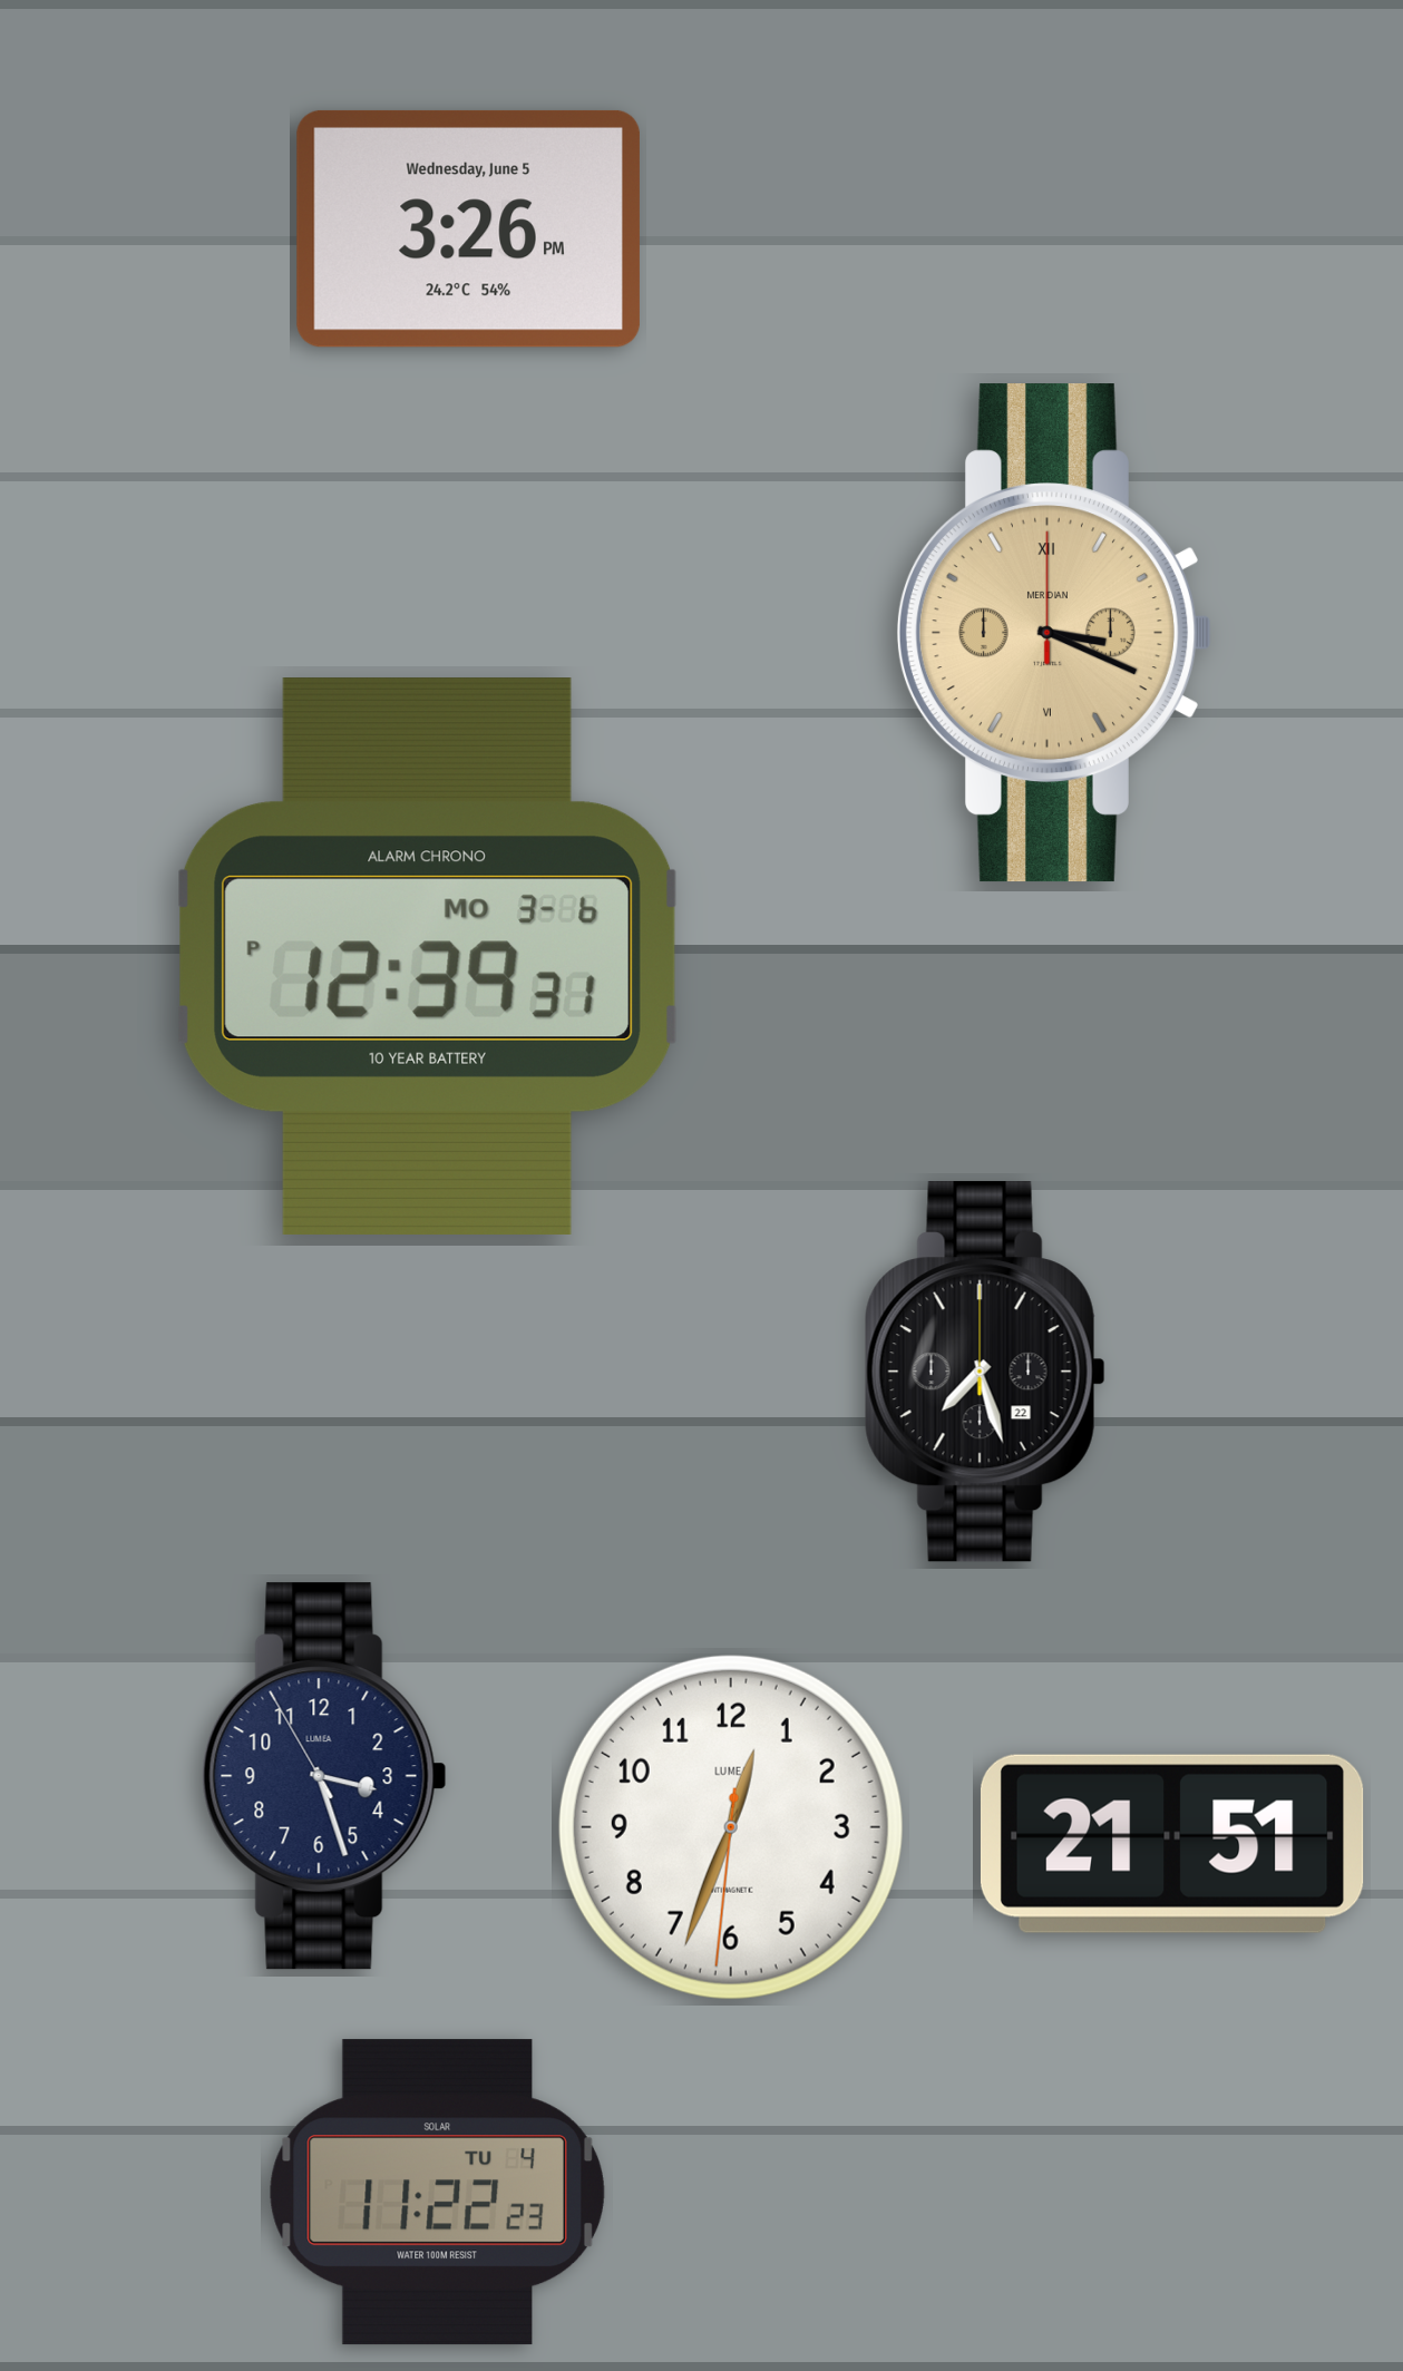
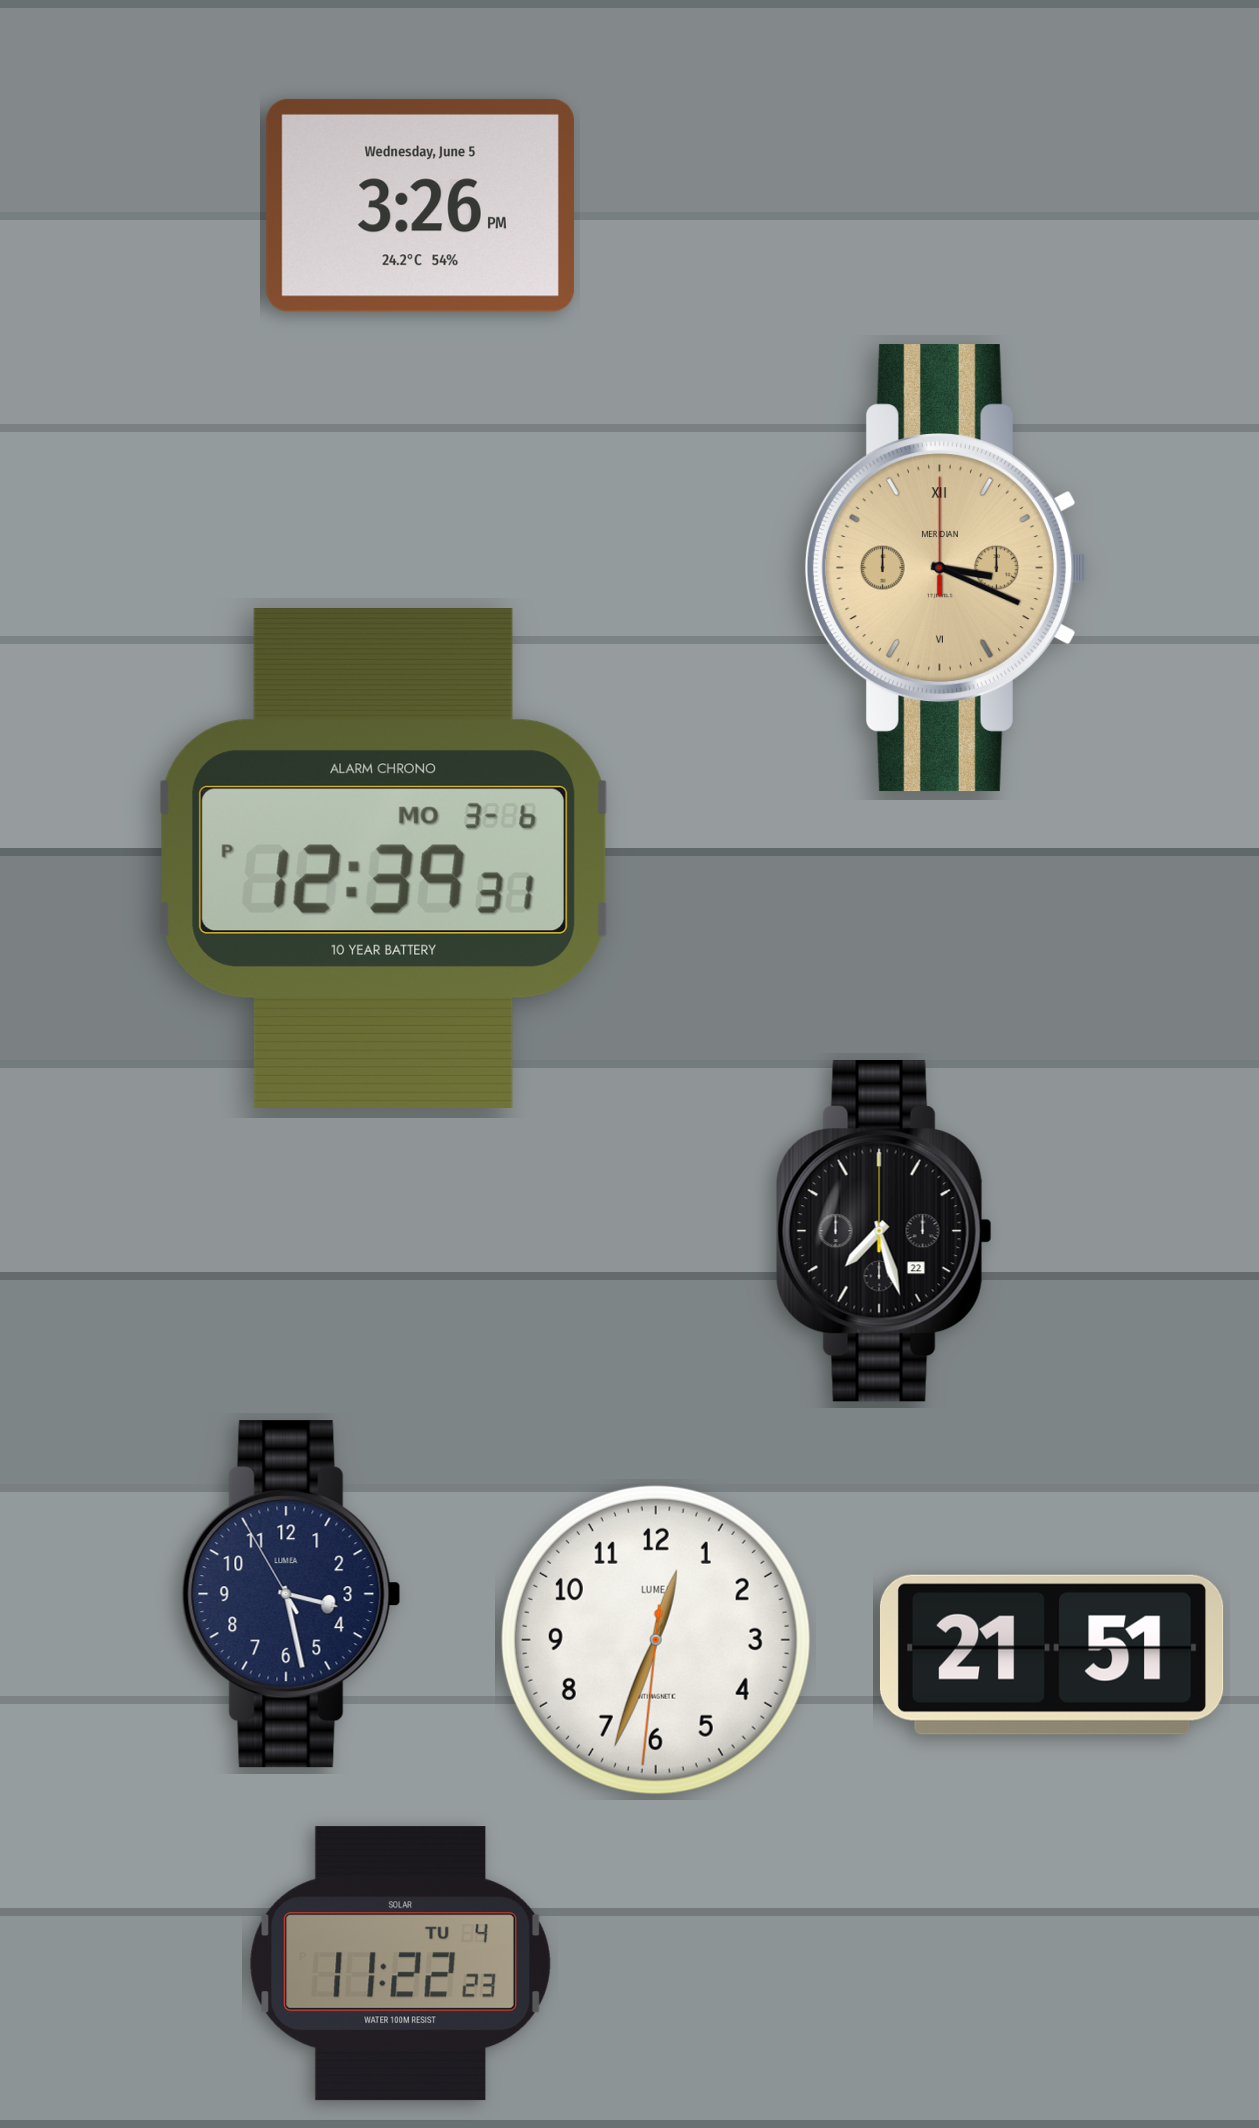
clock at (324, 1776): 3:26 -> 3:27
clock at (437, 2193) position: (437, 2193) -> (400, 1964)
